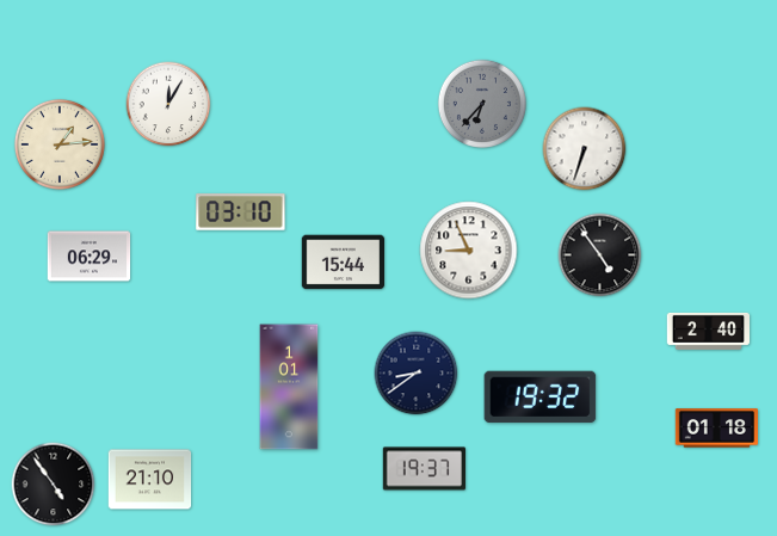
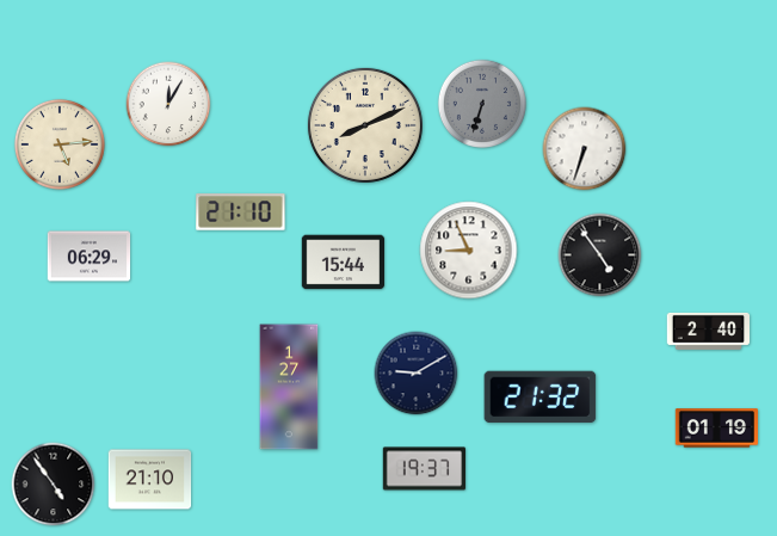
clock at (482, 104): 6:37 -> 6:33
clock at (365, 125): none -> 8:11
clock at (60, 144): 1:14 -> 5:14
clock at (241, 212): 03:10 -> 21:10
clock at (417, 374): 8:39 -> 9:10
clock at (289, 387): 1:01 -> 1:27
clock at (541, 398): 19:32 -> 21:32
clock at (716, 429): 01:18 -> 01:19
